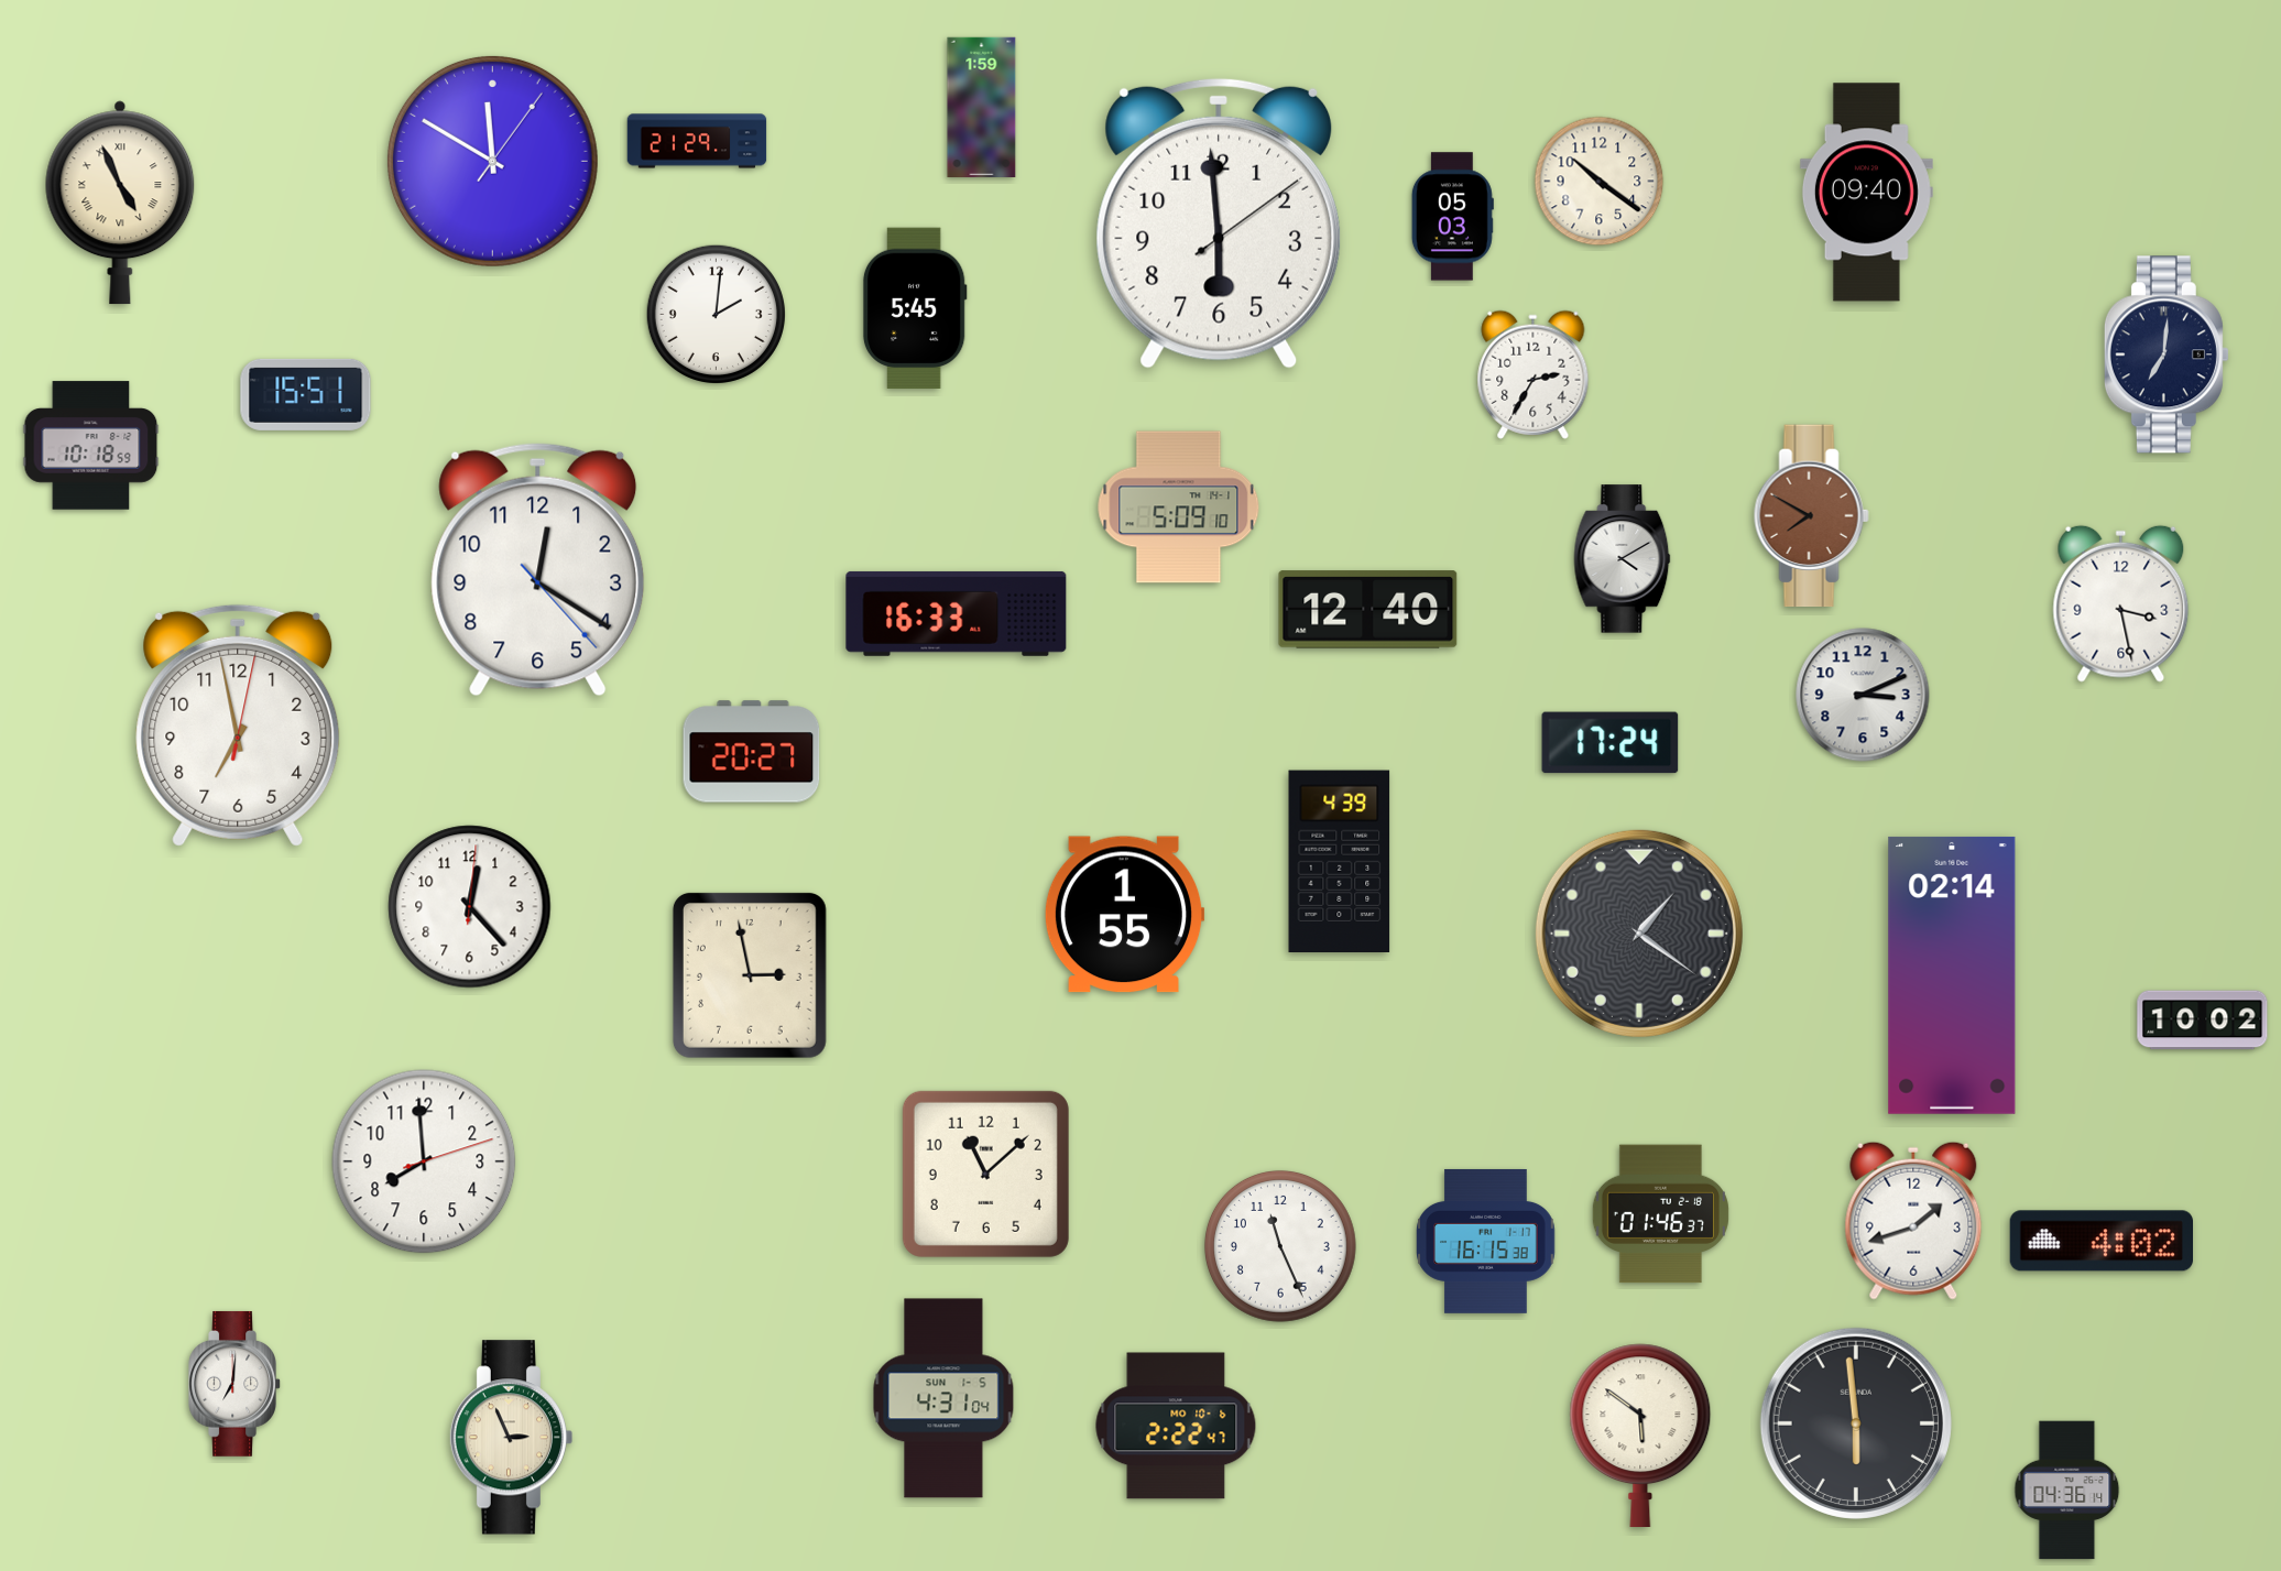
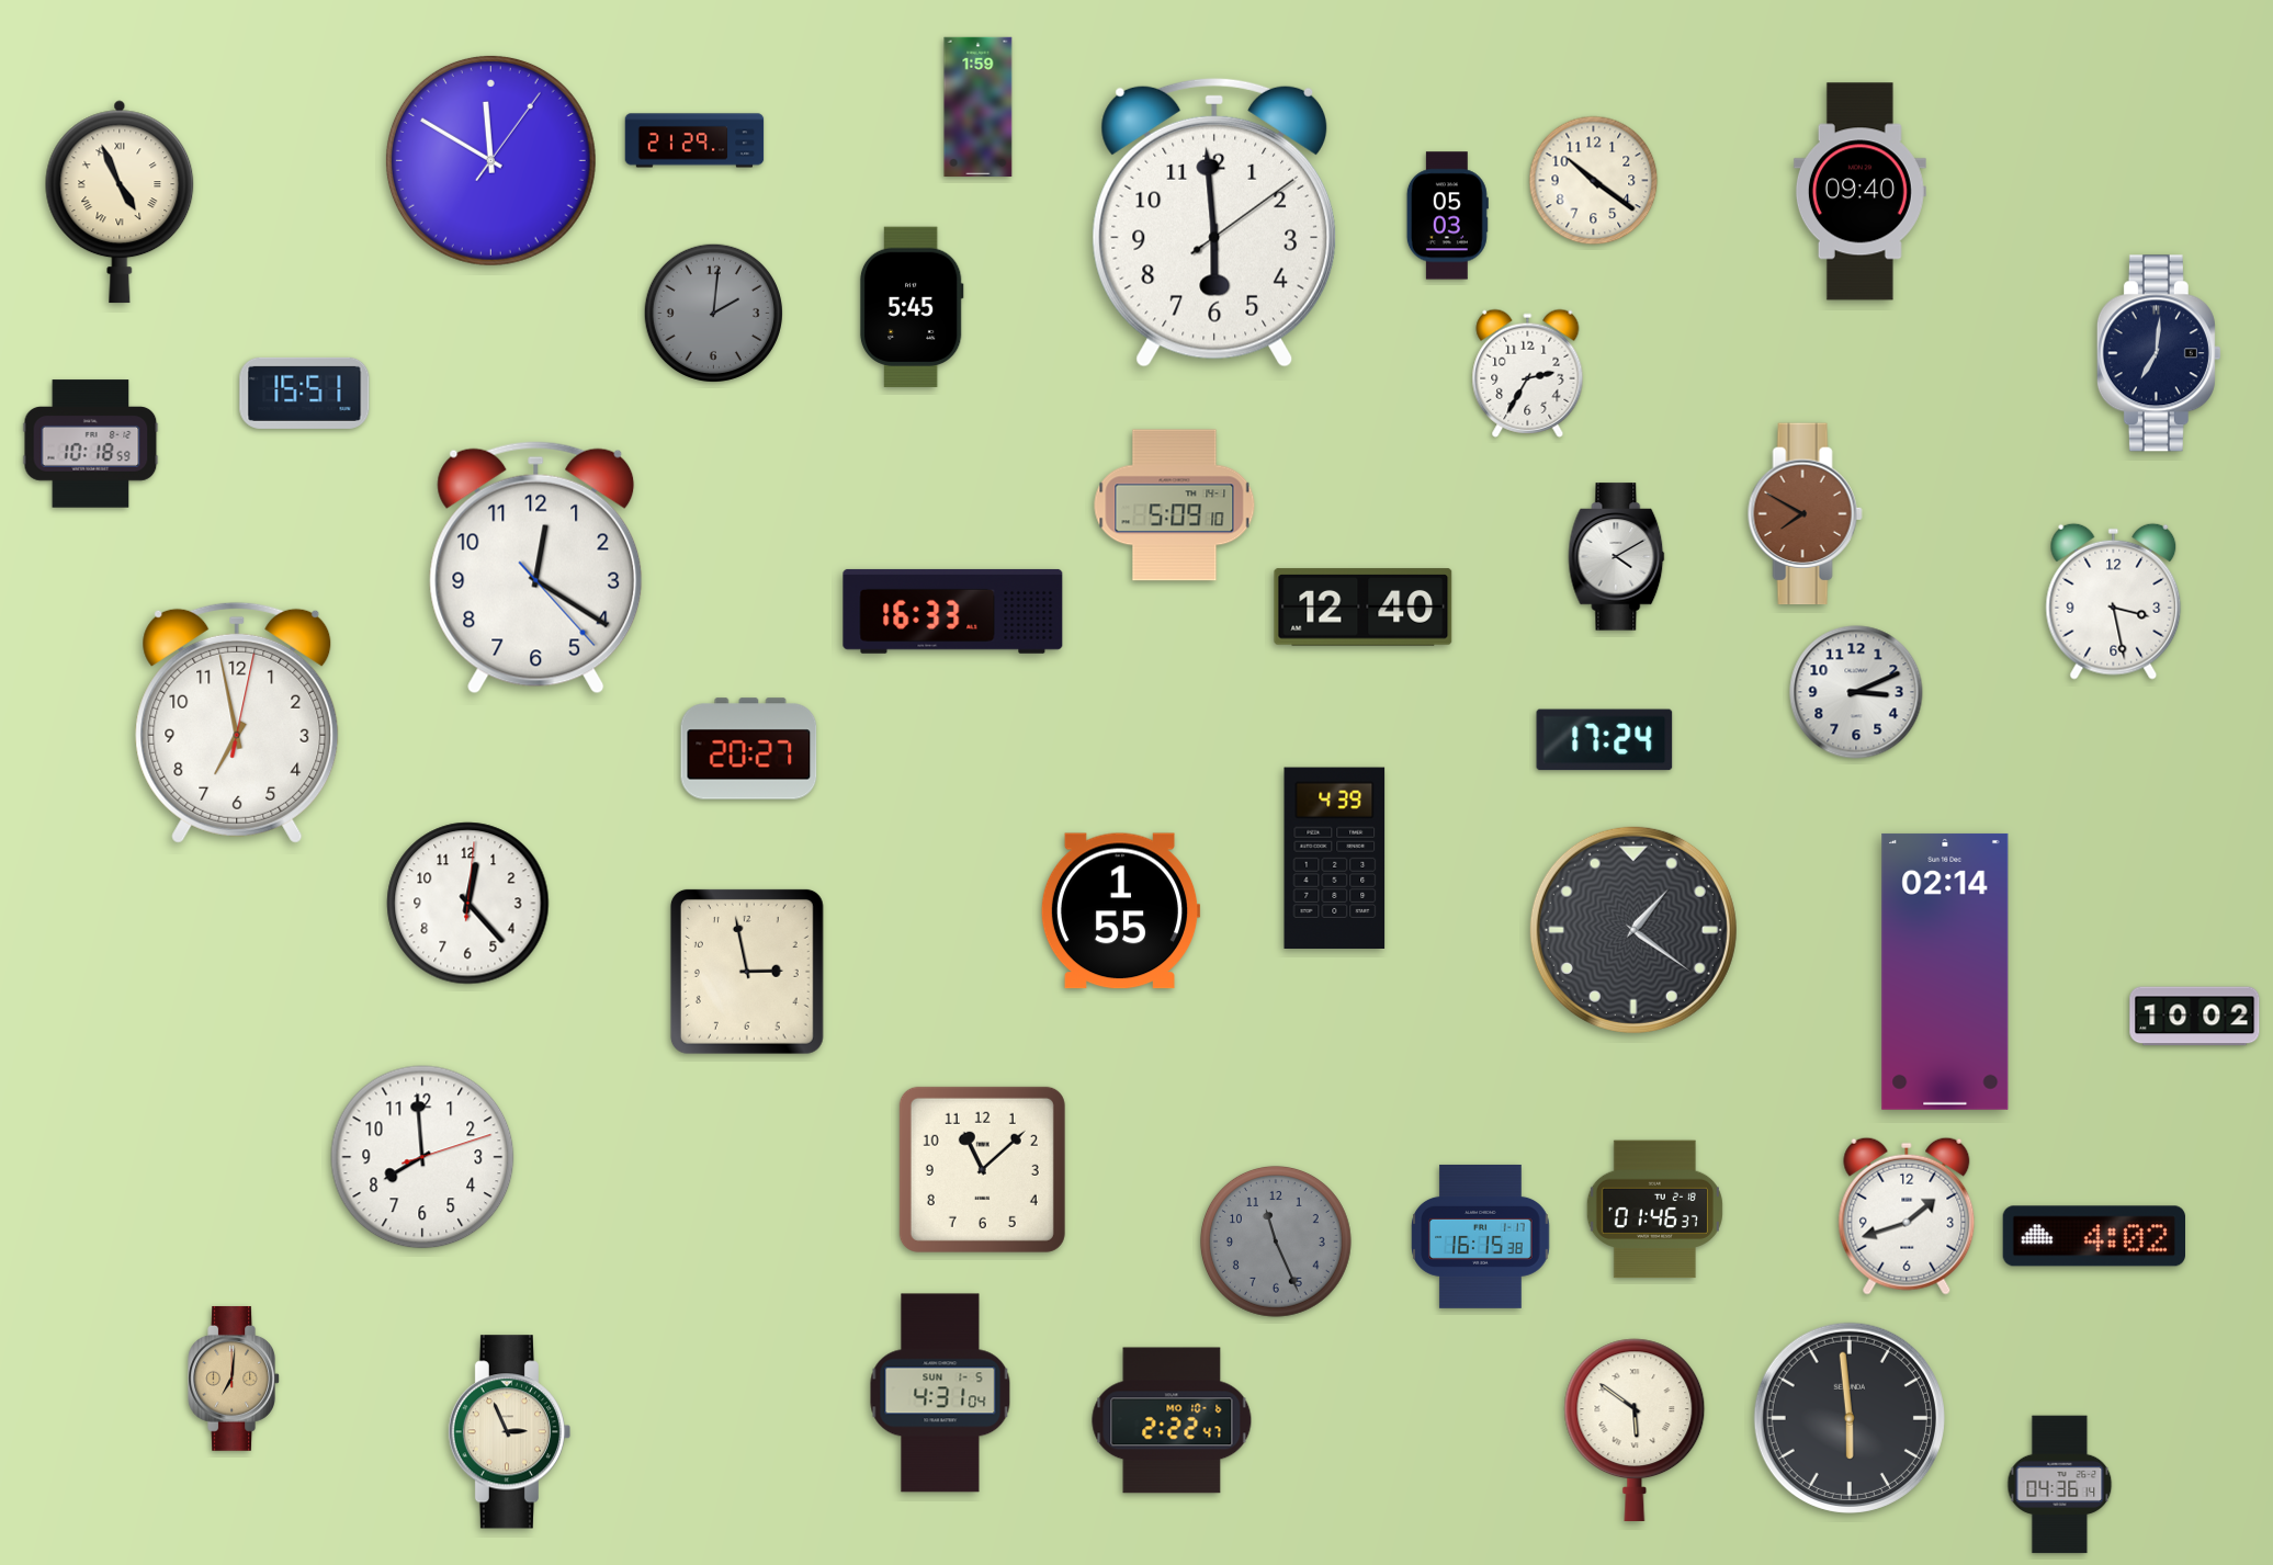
clock at (716, 314) dial: white -> grey
clock at (1280, 1246) dial: white -> grey
clock at (234, 1384) dial: white -> champagne
